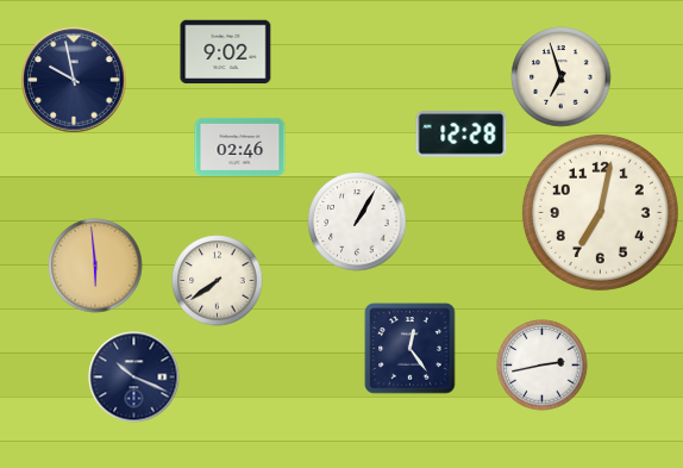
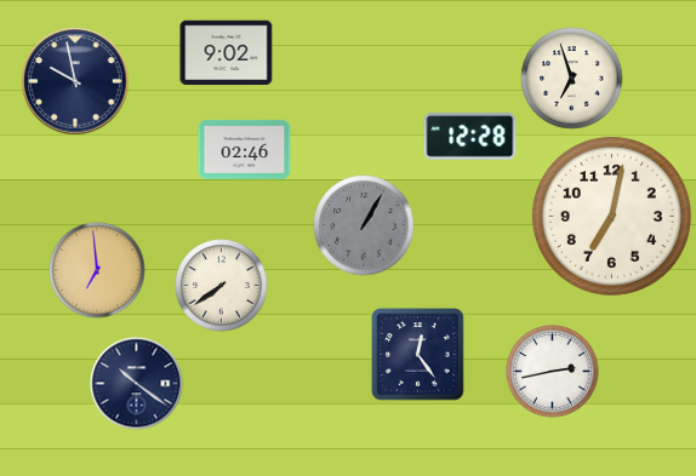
clock at (226, 52) position: (226, 52) -> (227, 53)
clock at (357, 221) dial: white -> grey
clock at (95, 266): 5:59 -> 6:59
clock at (134, 377): 10:19 -> 10:21
